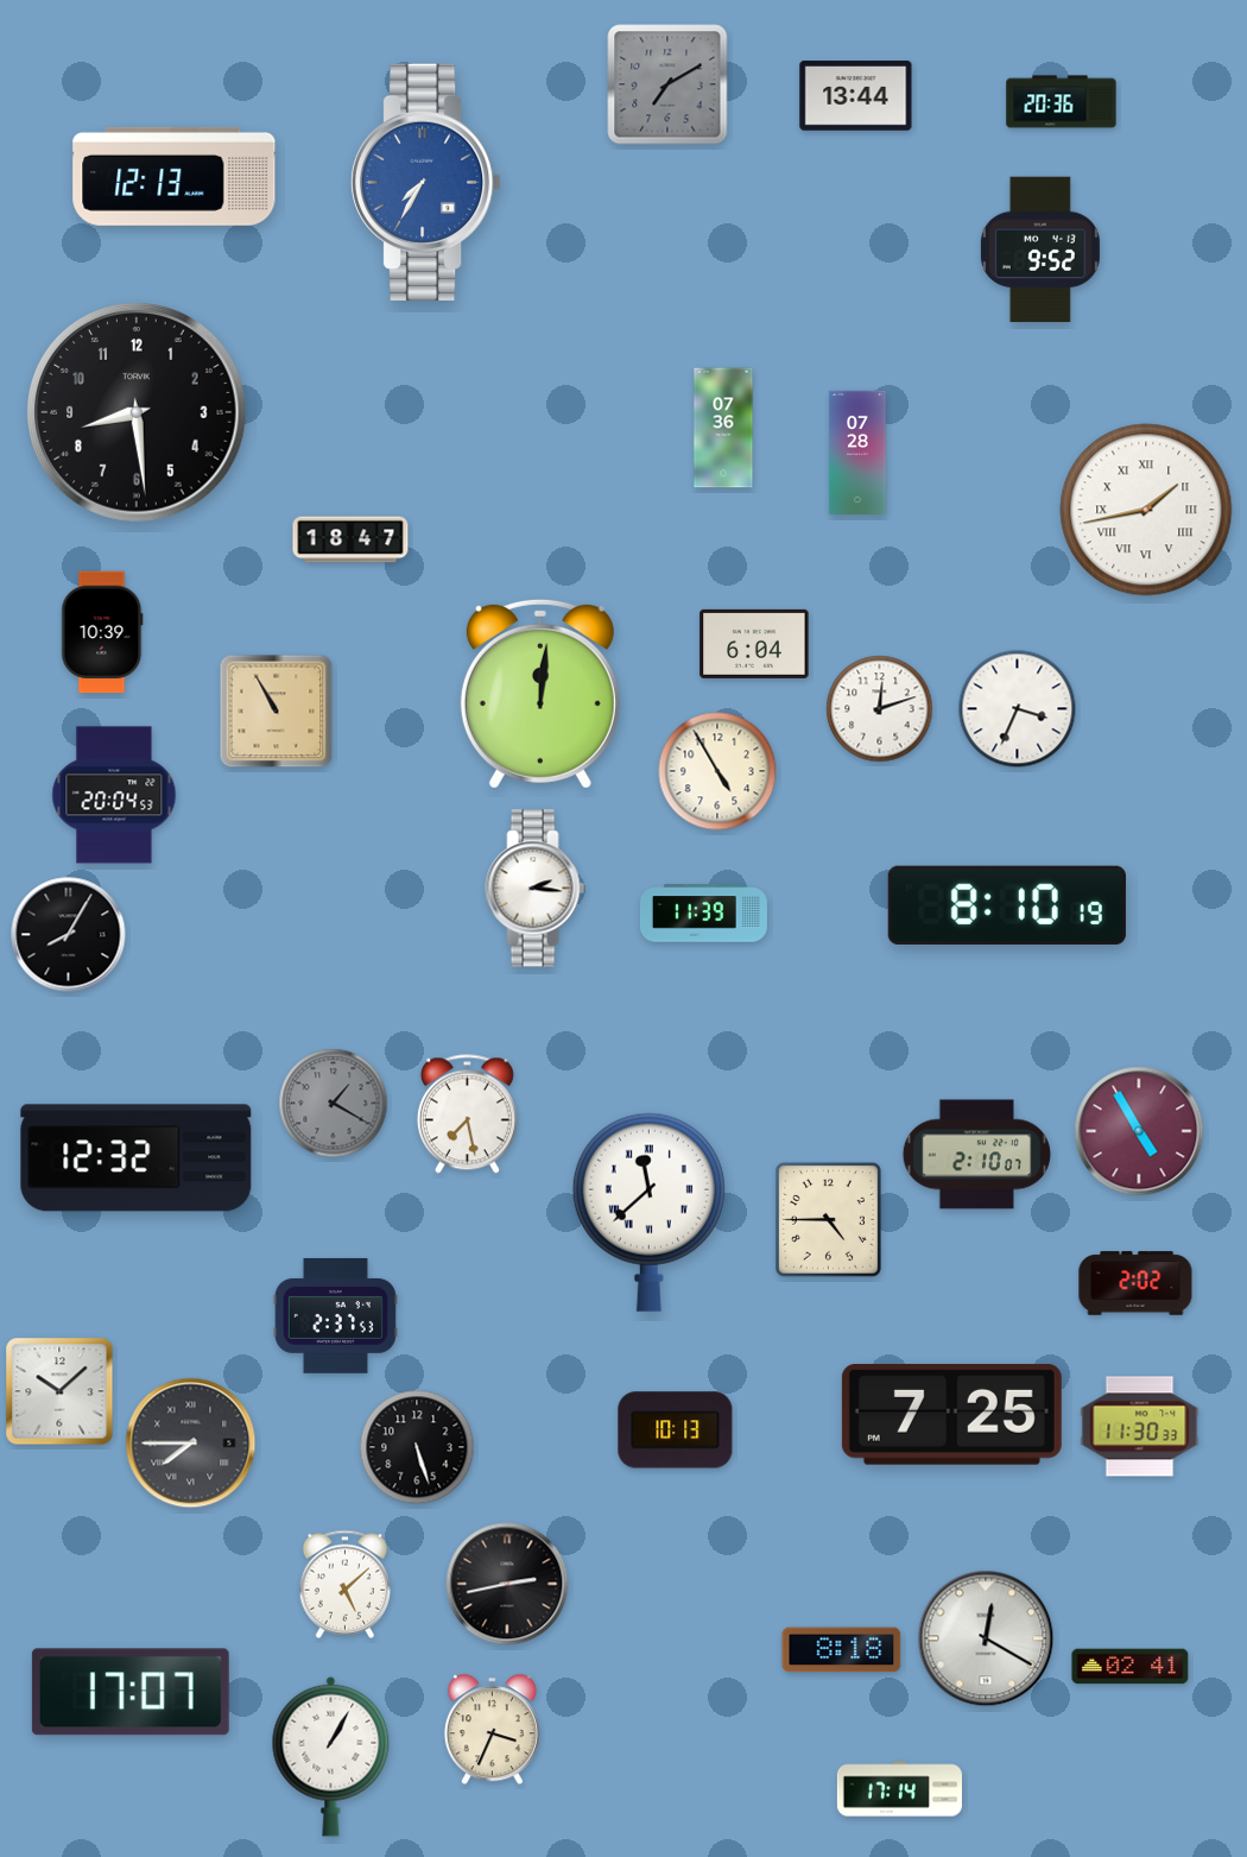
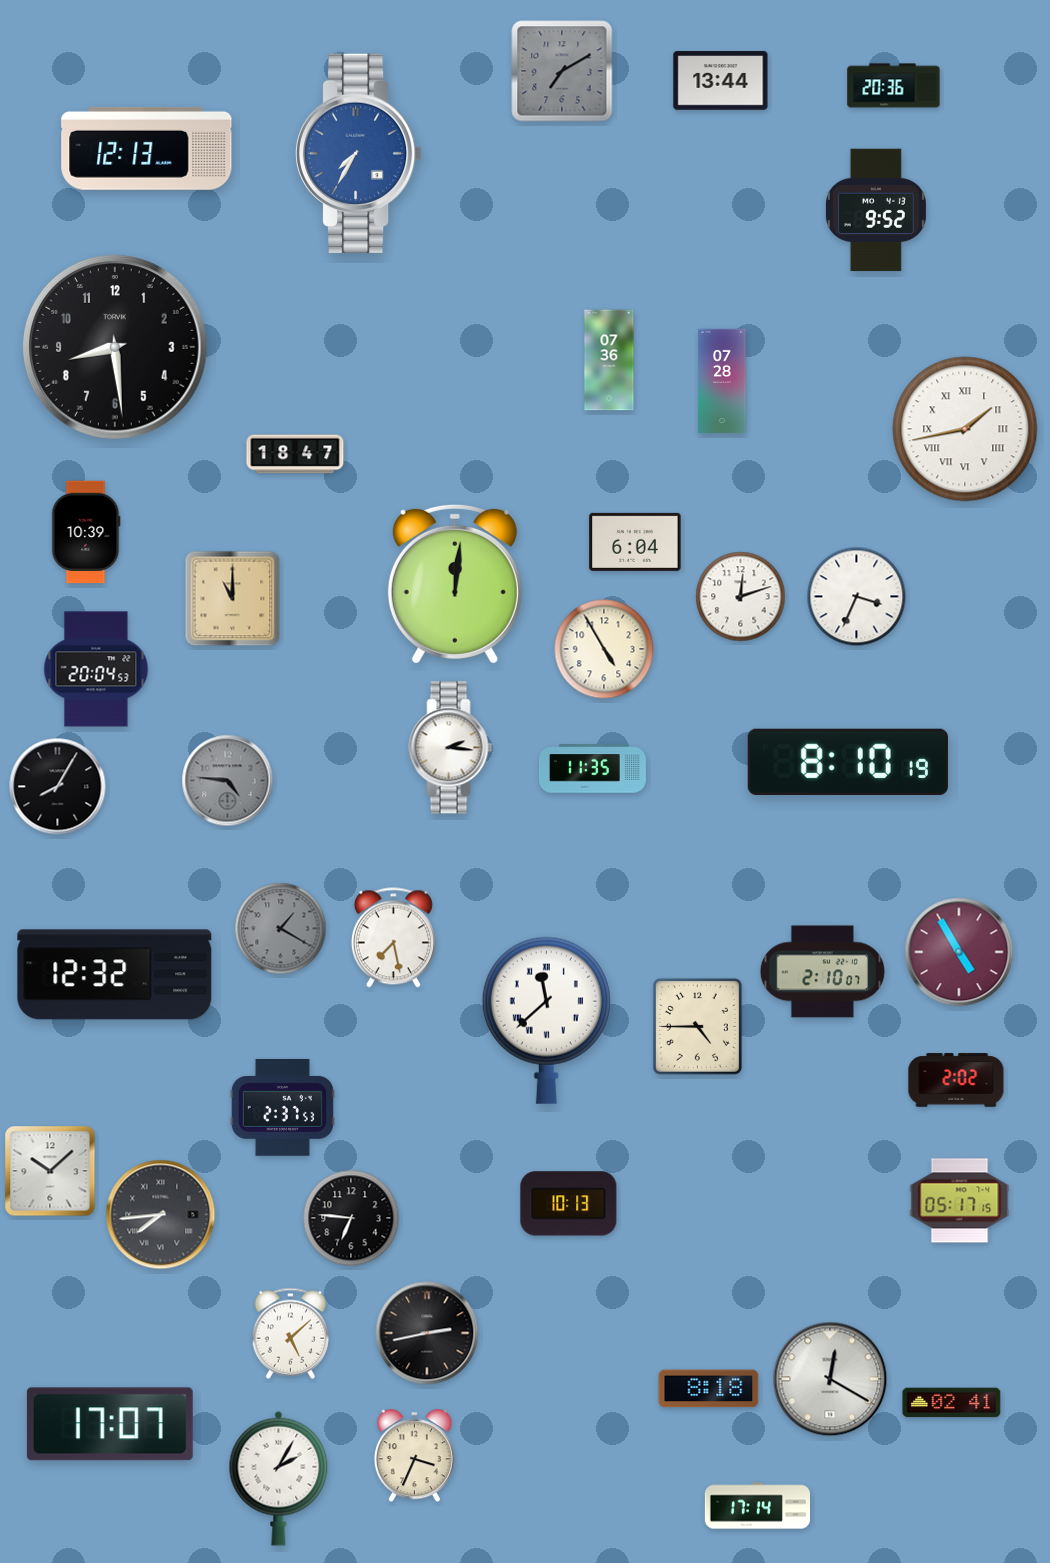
clock at (277, 712): 10:55 -> 11:00
clock at (703, 914): 11:39 -> 11:35
clock at (228, 781): none -> 4:46
clock at (951, 1414): 7:25 -> none
clock at (1140, 1427): 11:30 -> 05:17
clock at (191, 1444): 7:45 -> 7:44
clock at (417, 1447): 5:27 -> 6:46
clock at (331, 1756): 1:05 -> 2:05
